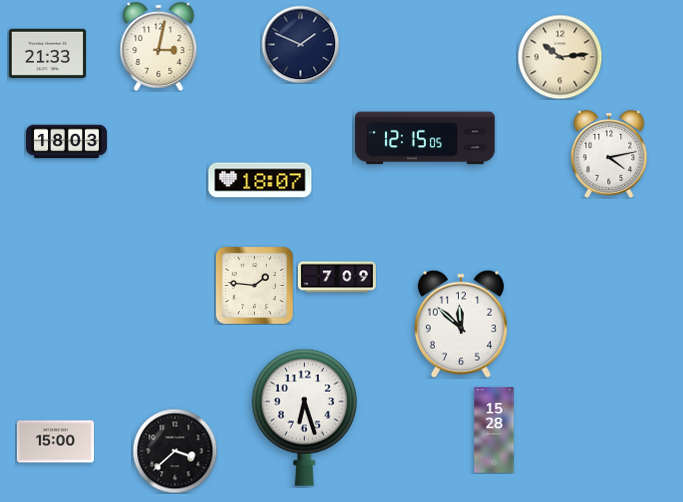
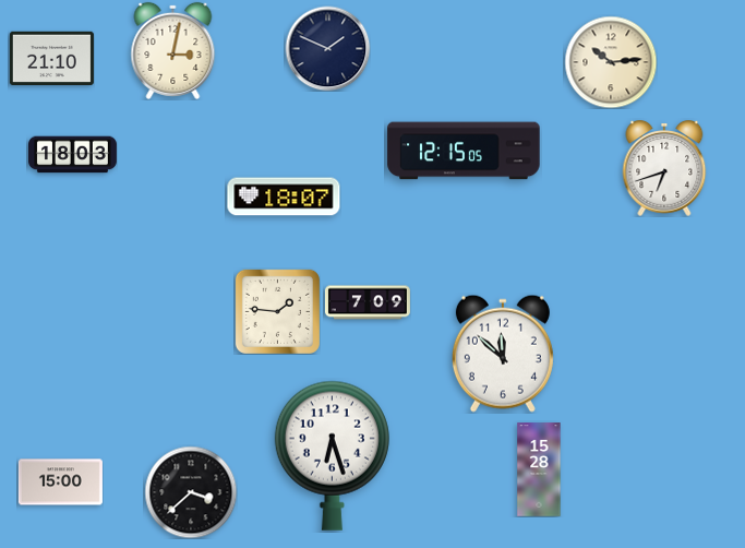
clock at (47, 53): 21:33 -> 21:10
clock at (609, 155): 4:13 -> 6:42
